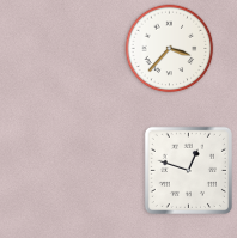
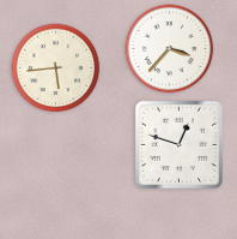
clock at (56, 68): none -> 5:44
clock at (188, 170) position: (188, 170) -> (178, 144)
